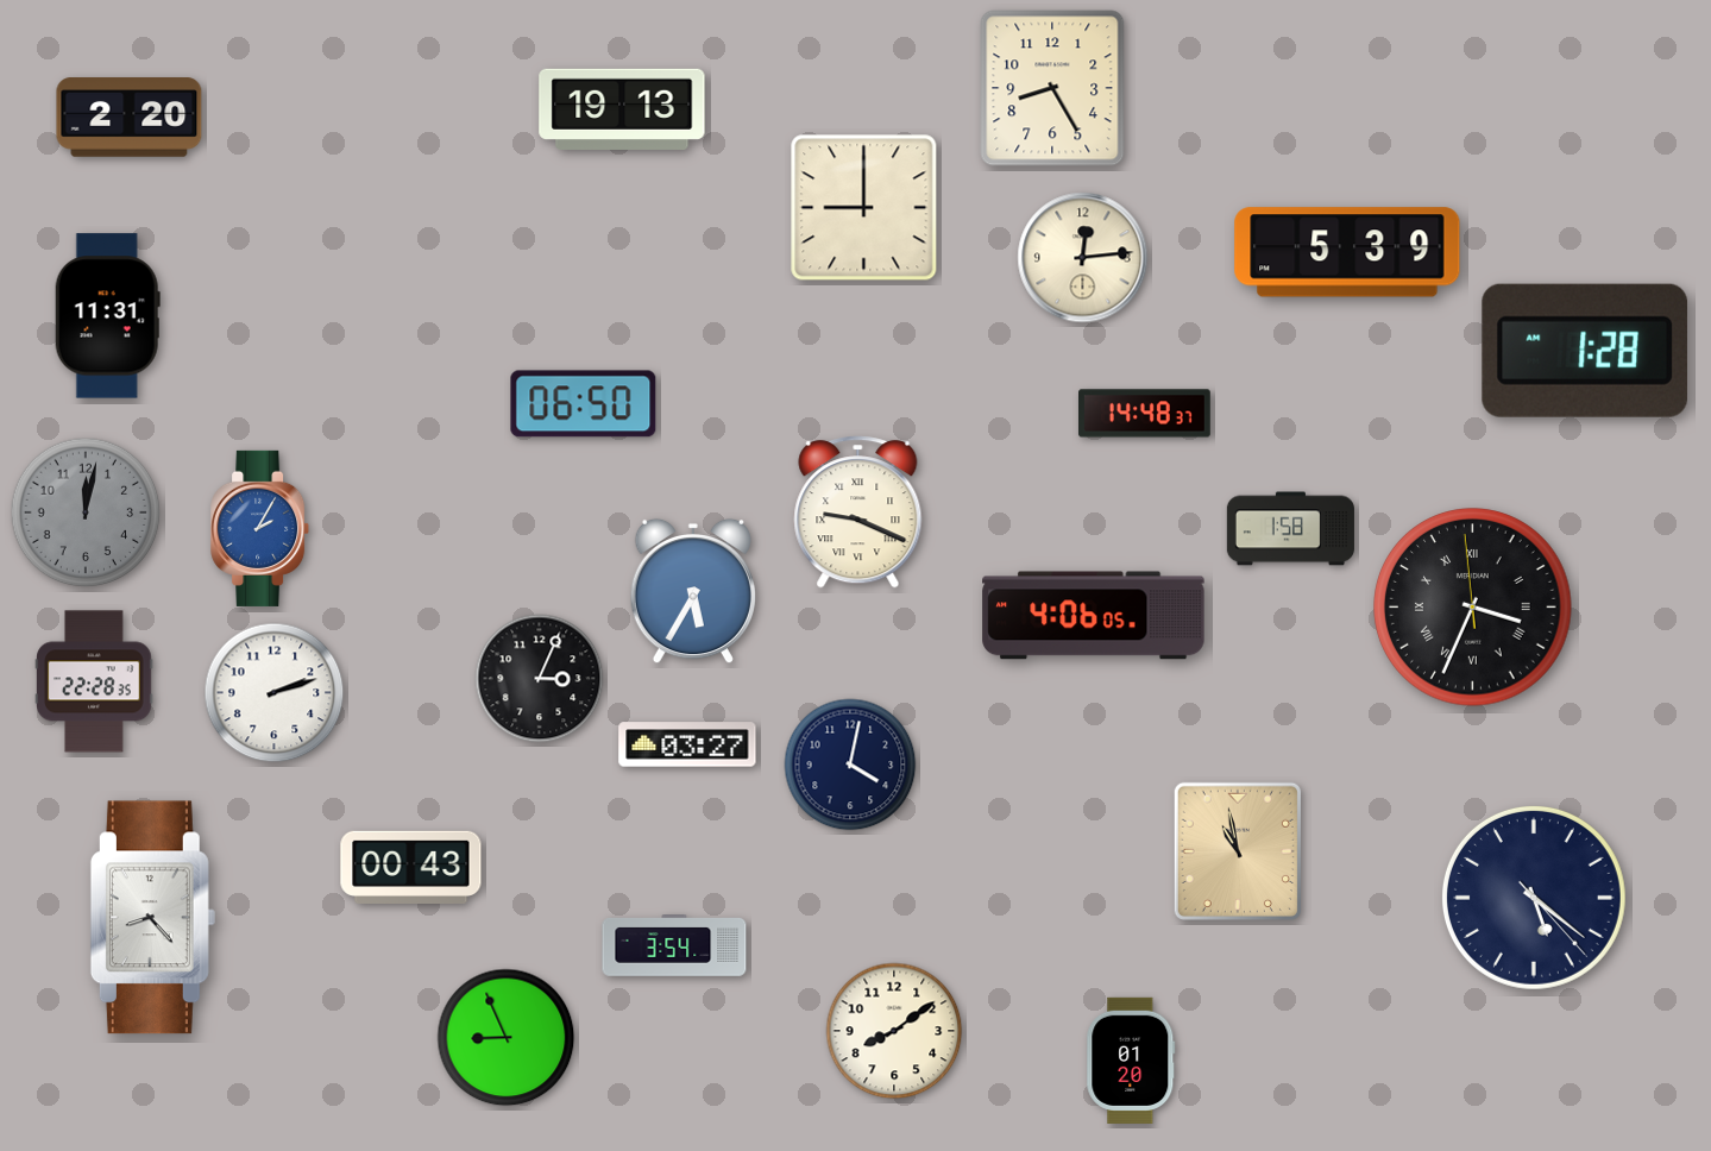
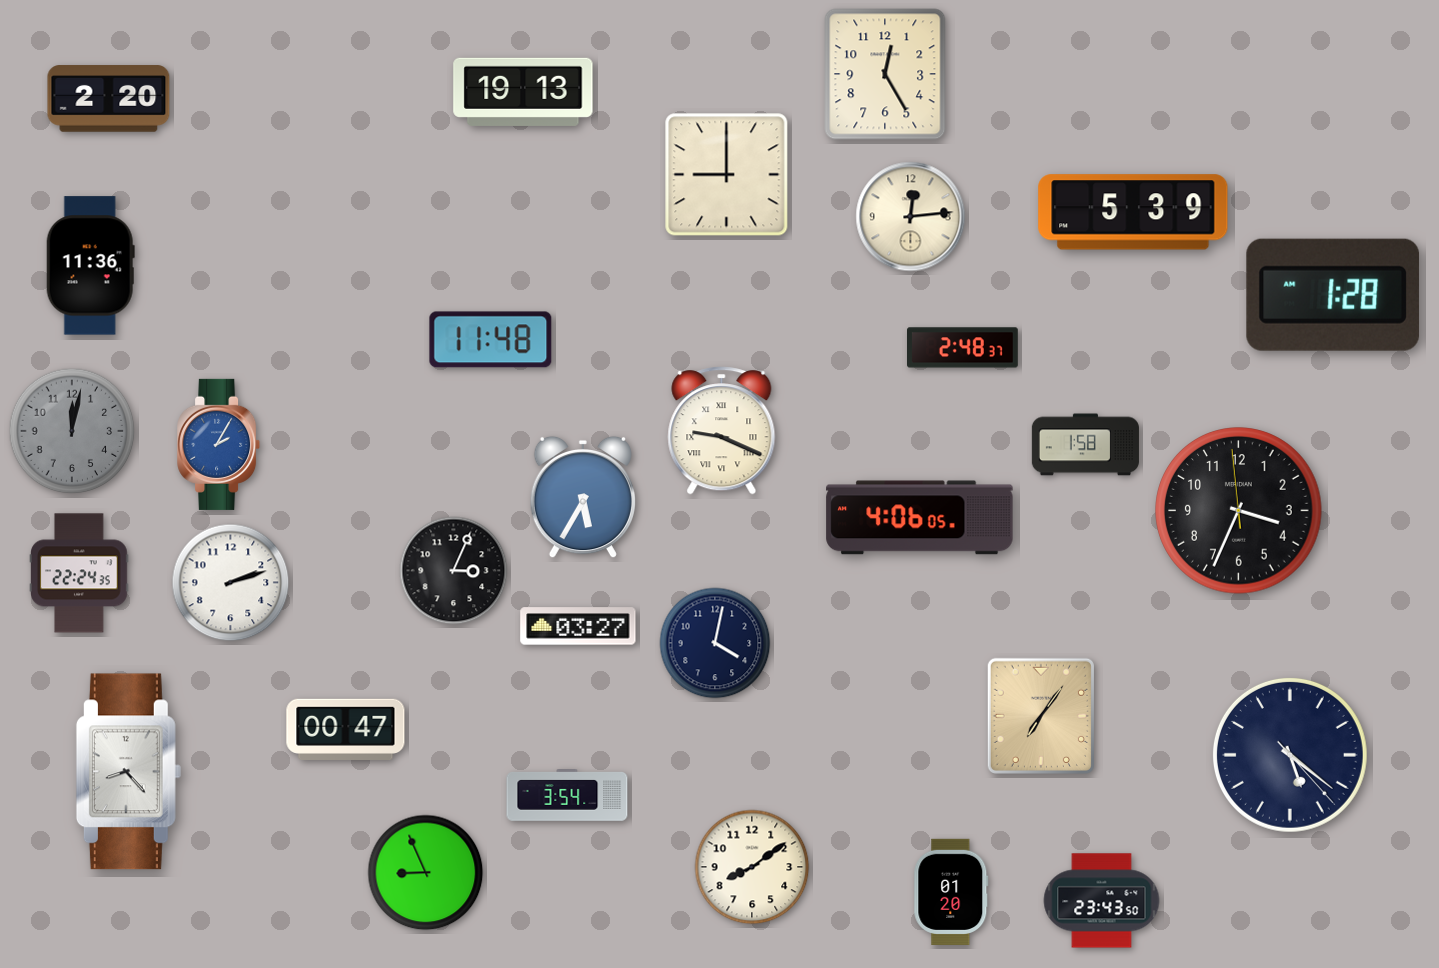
clock at (1052, 88): 8:25 -> 12:25
clock at (107, 316): 11:31 -> 11:36
clock at (584, 404): 06:50 -> 11:48
clock at (1145, 414): 14:48 -> 2:48
clock at (1473, 608) numerals: Roman -> Arabic
clock at (94, 681): 22:28 -> 22:24
clock at (1238, 851): 10:58 -> 7:06
clock at (411, 867): 00:43 -> 00:47
clock at (1102, 901): none -> 23:43
